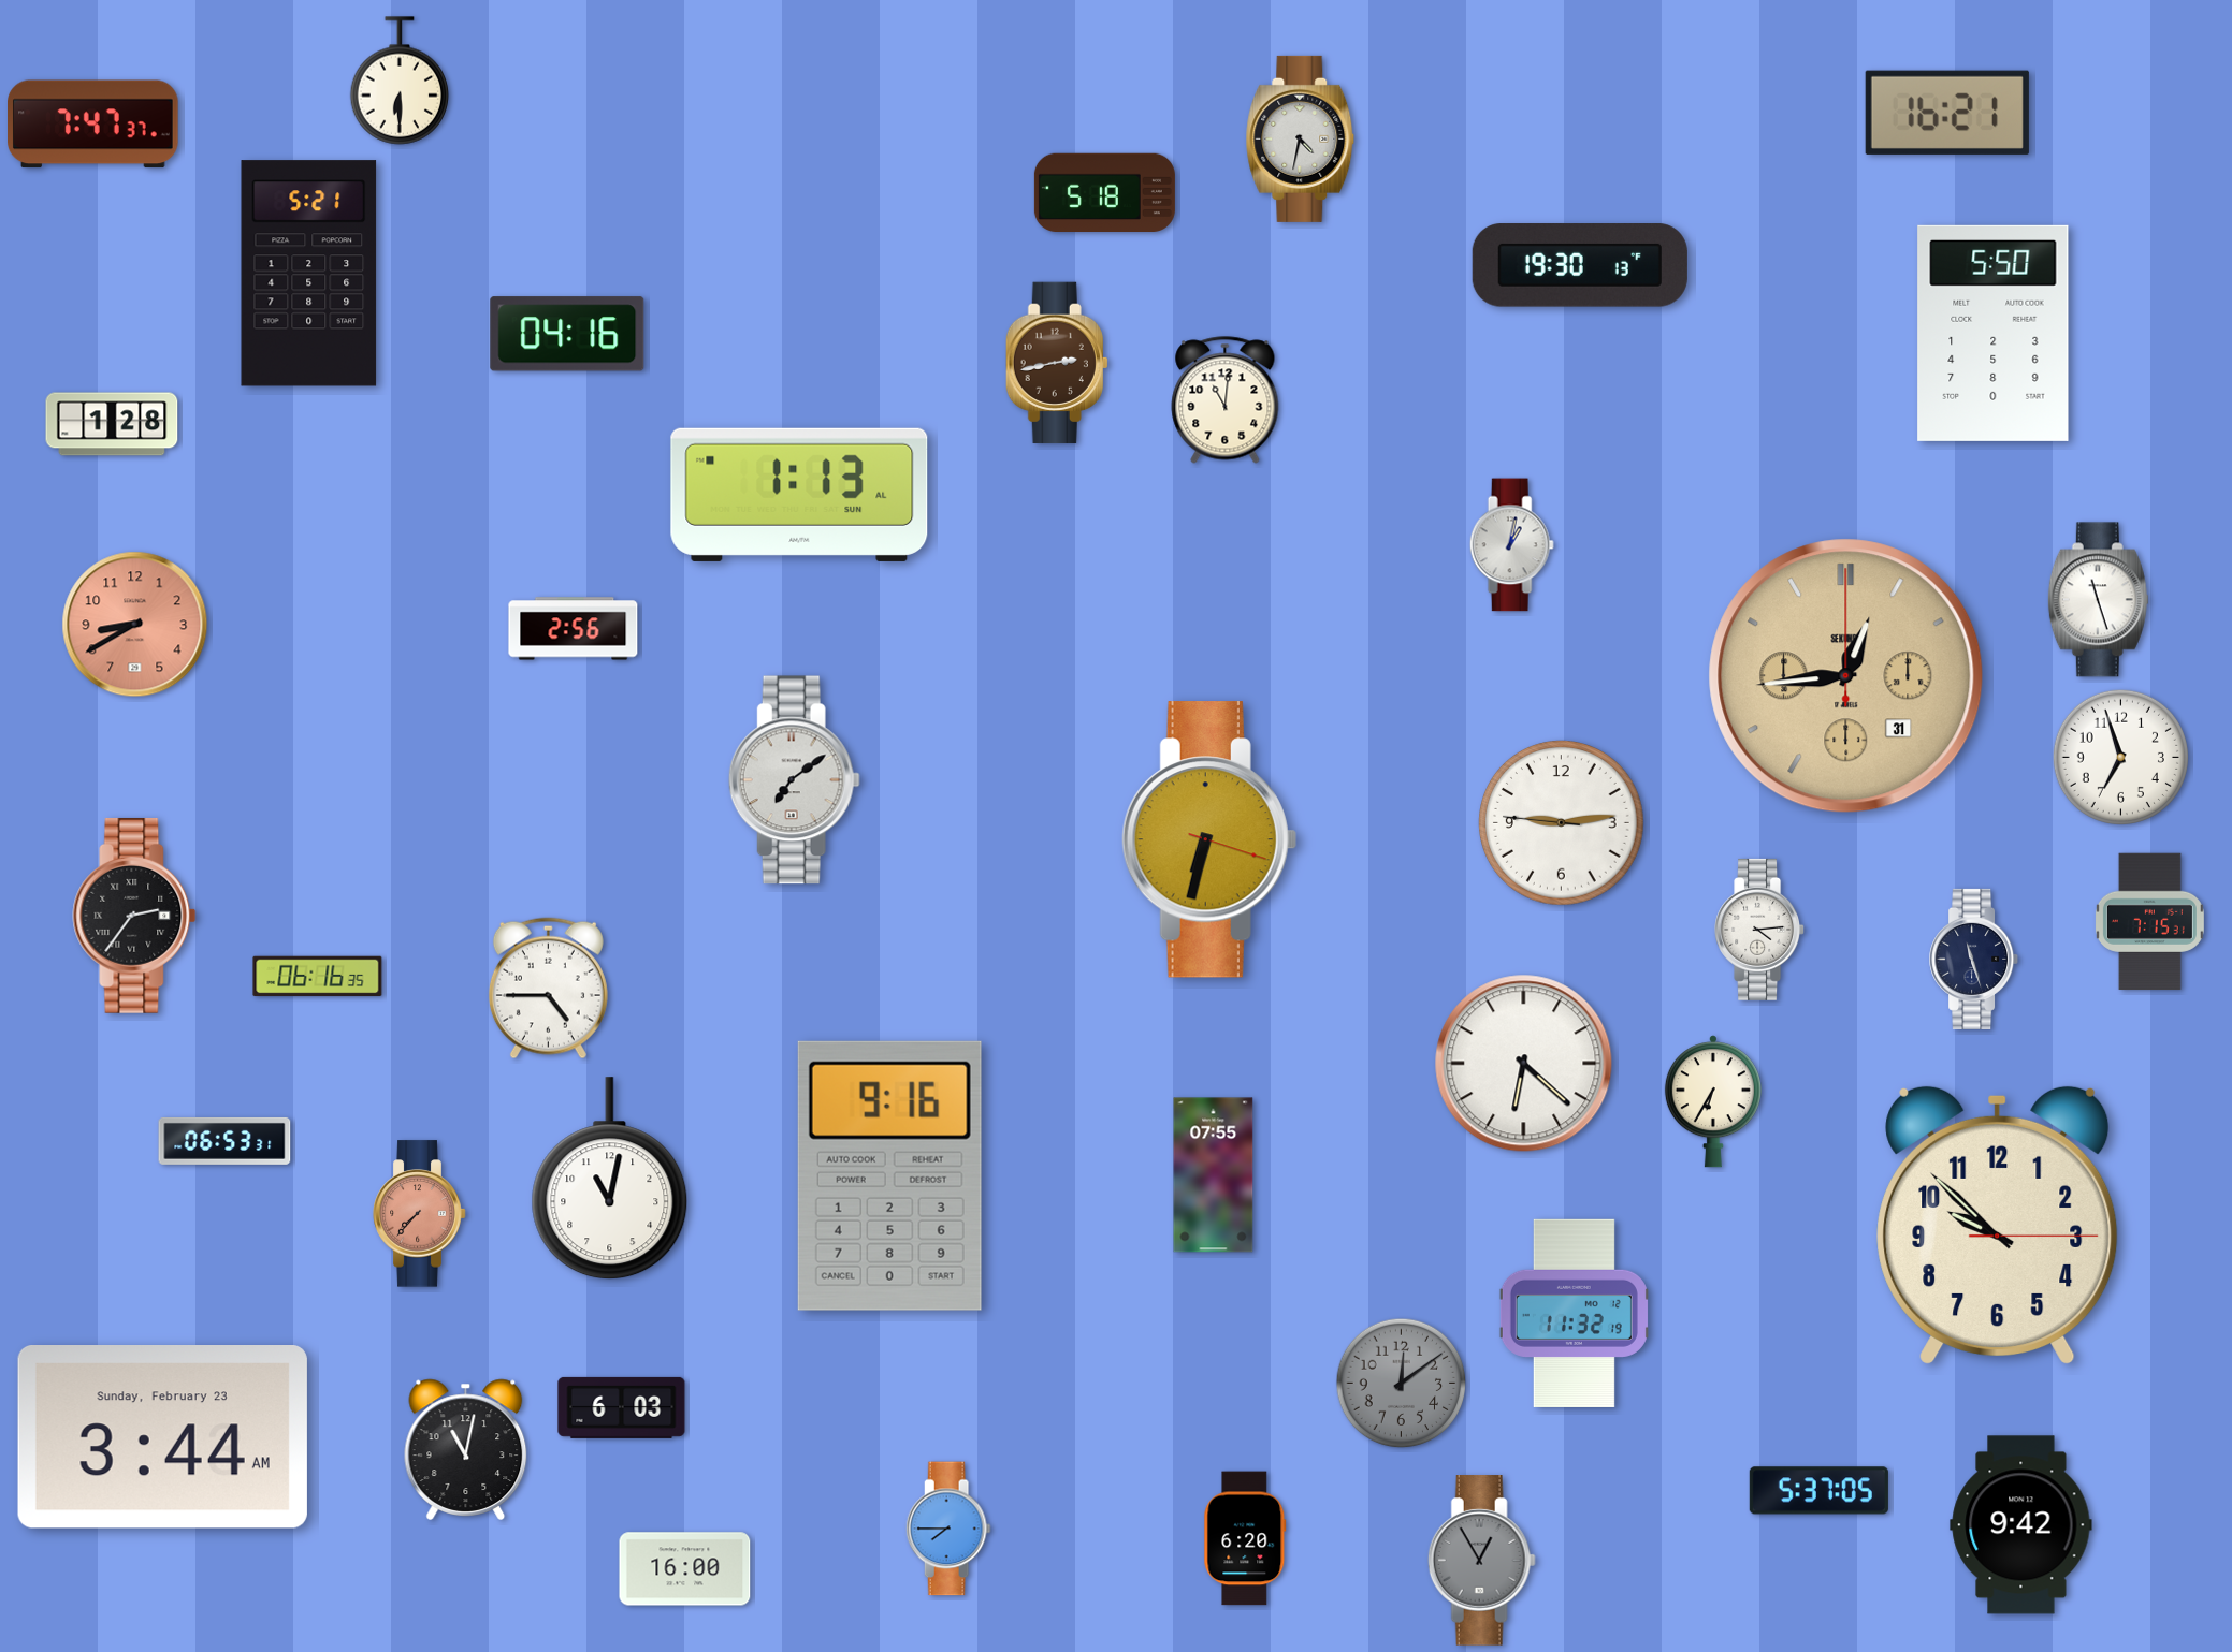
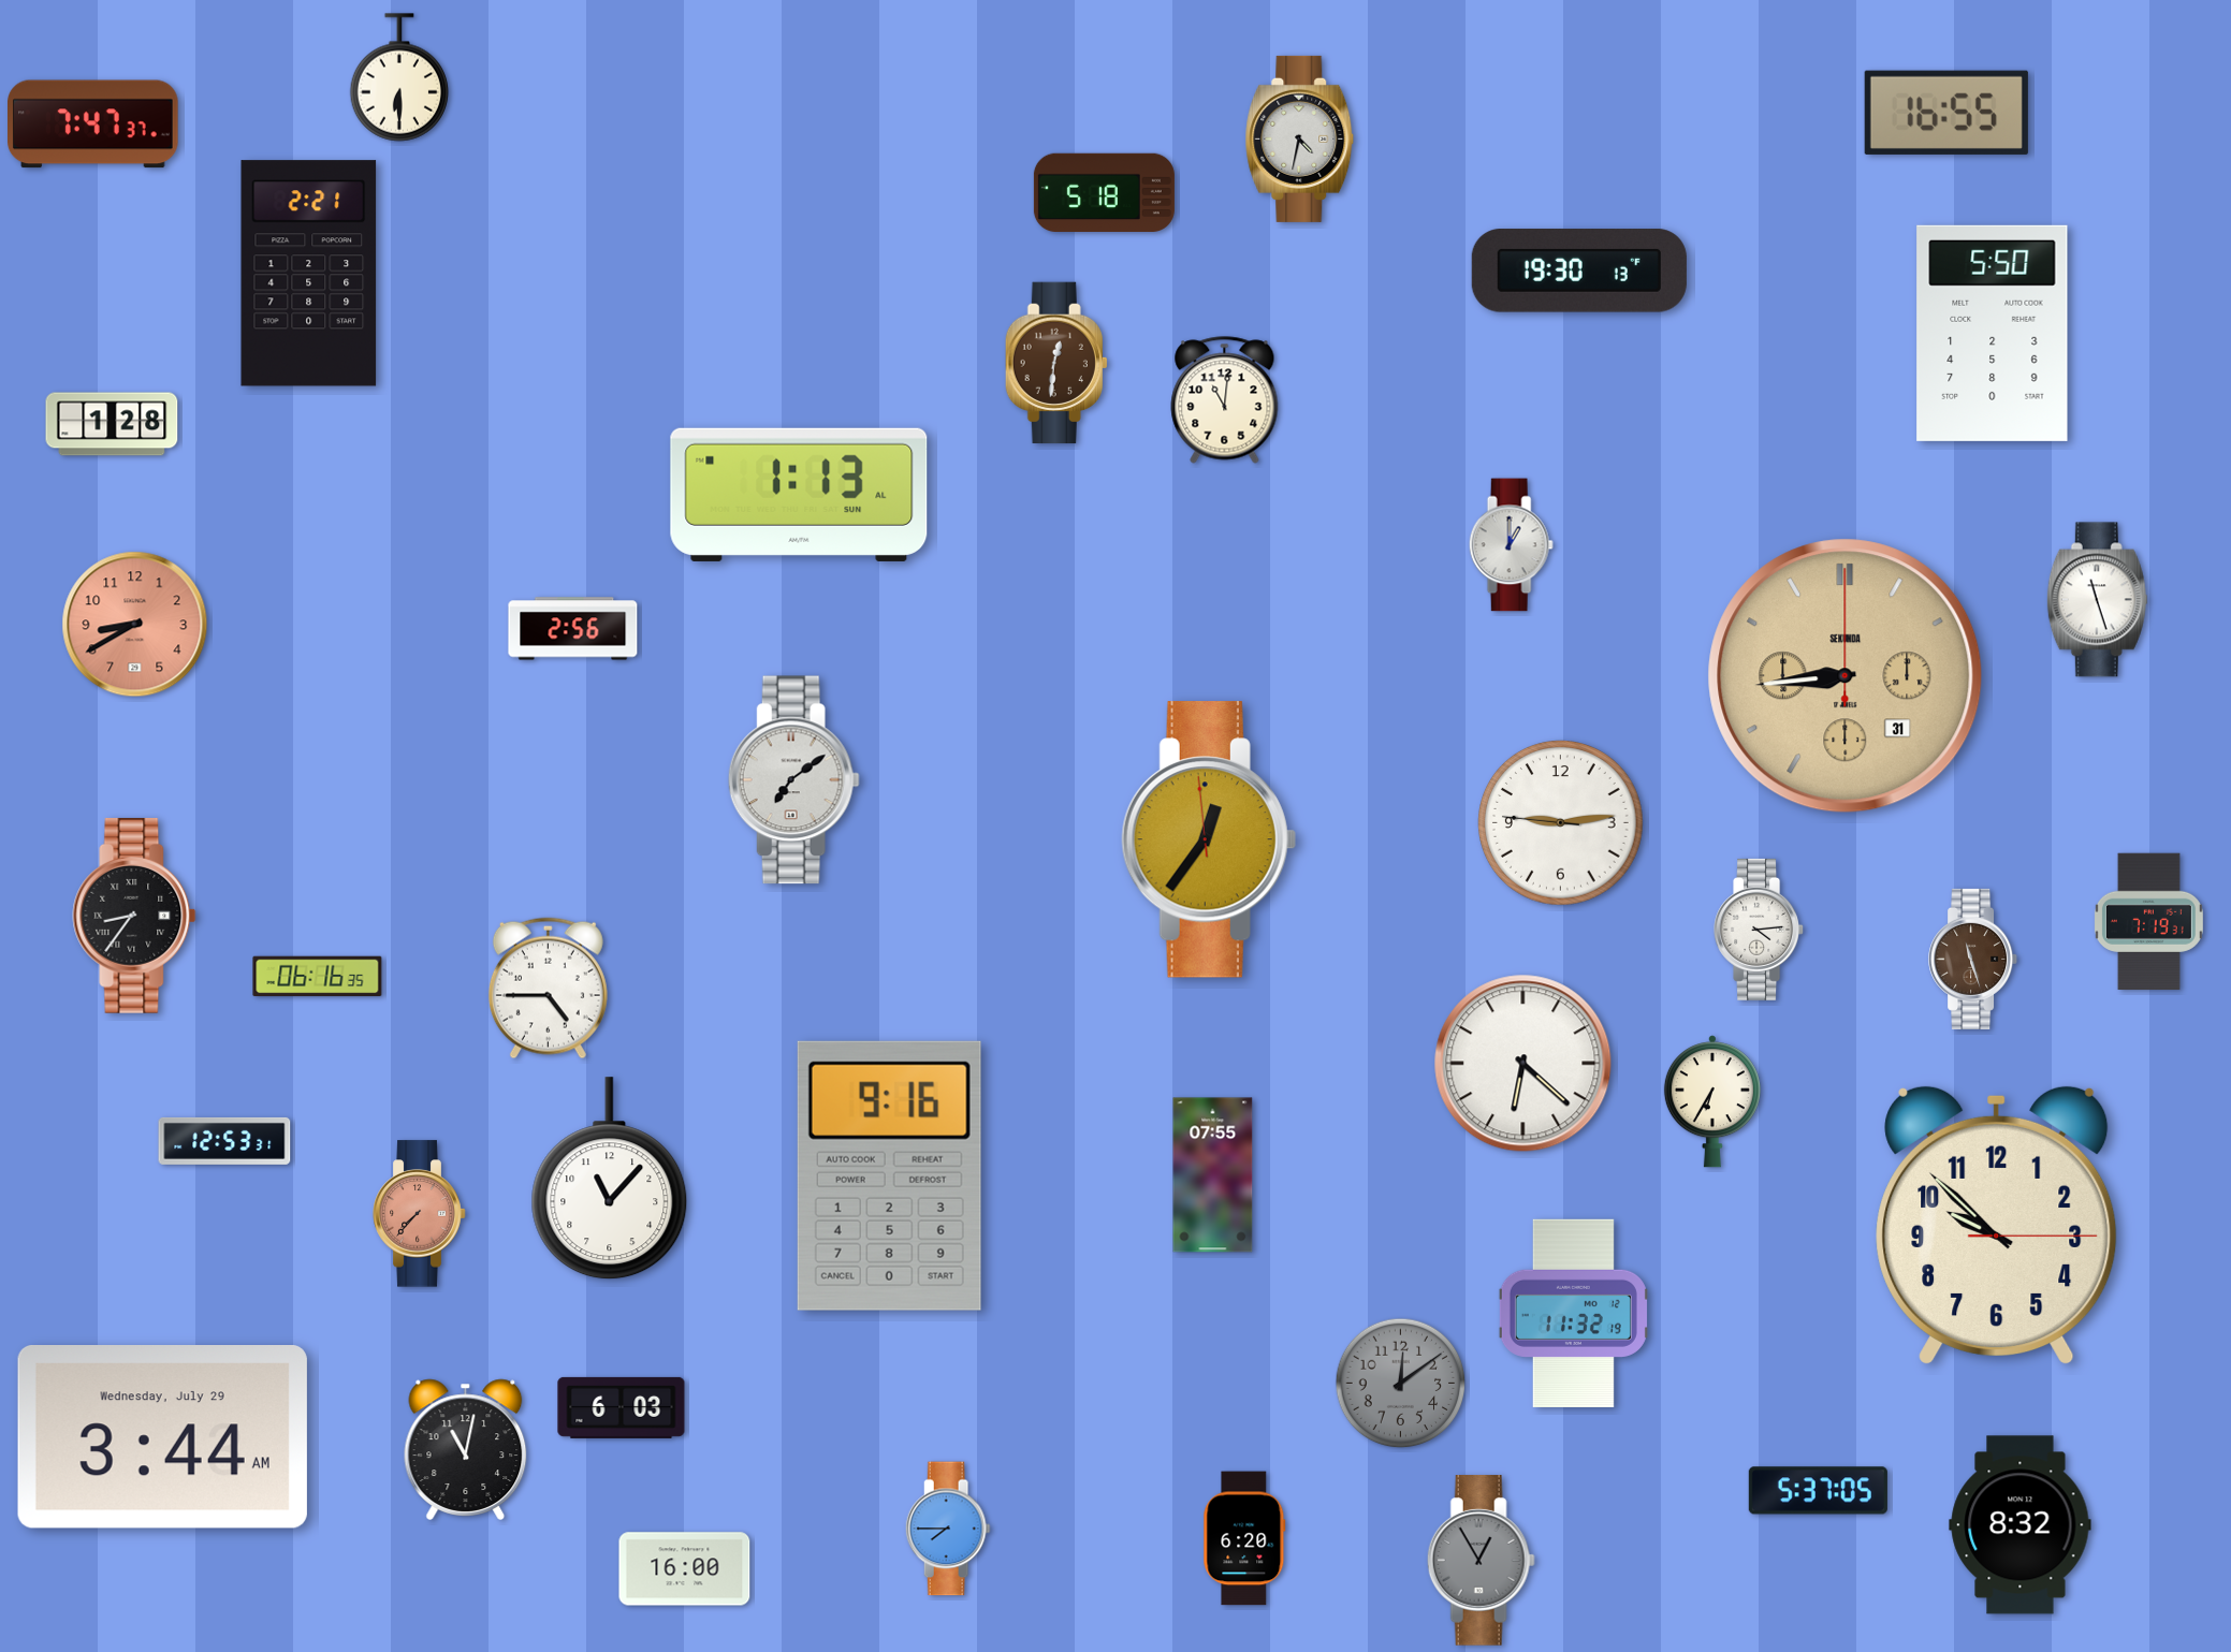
clock at (400, 81) position: (400, 81) -> (399, 77)
clock at (1947, 113): 16:21 -> 16:55
clock at (1580, 265) position: (1580, 265) -> (1579, 271)
clock at (309, 274): 5:21 -> 2:21
clock at (567, 334): 04:16 -> none
clock at (1057, 363): 2:43 -> 12:31
clock at (1511, 545): 1:02 -> 1:00
clock at (1846, 676): 12:44 -> 8:44
clock at (2120, 757): 6:57 -> none
clock at (1209, 839): 6:32 -> 12:35
clock at (134, 916): 2:36 -> 8:36
clock at (2149, 922): 7:15 -> 7:19
clock at (1974, 959) dial: navy -> brown
clock at (224, 1141): 06:53 -> 12:53
clock at (610, 1179): 11:02 -> 11:07
clock at (162, 1437) date: Sunday, February 23 -> Wednesday, July 29
clock at (2021, 1525): 9:42 -> 8:32
